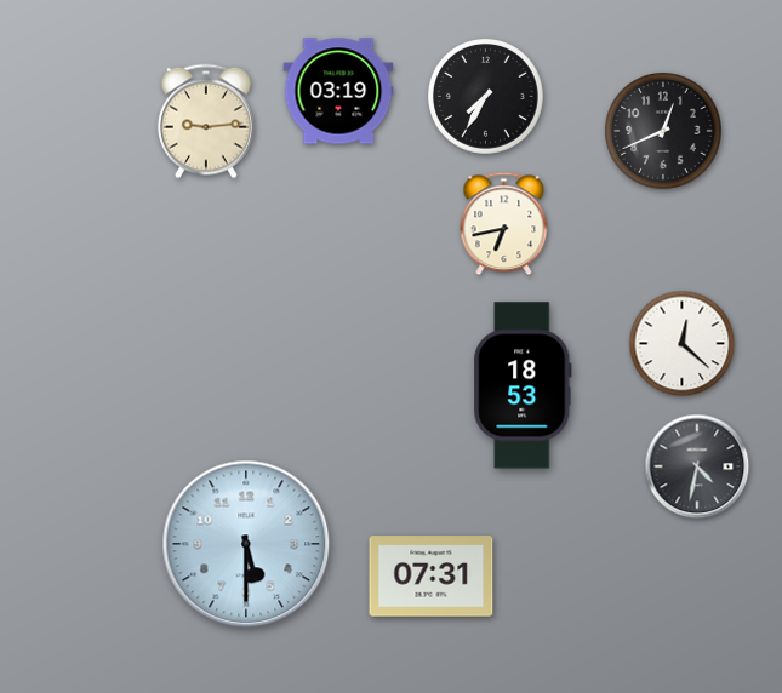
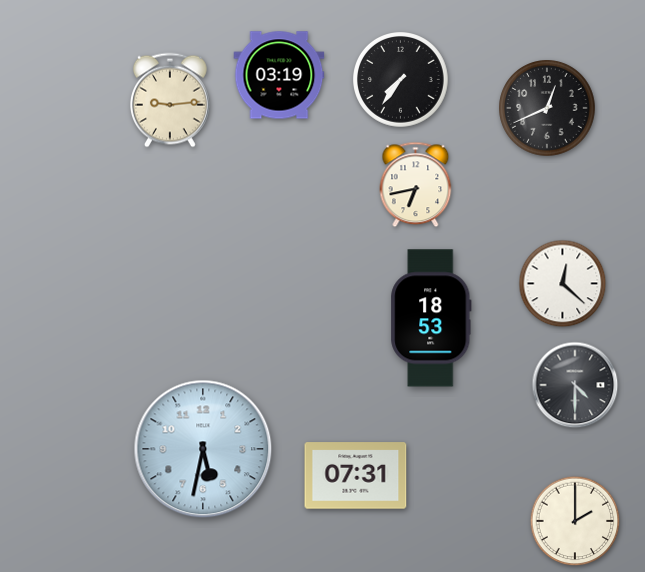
clock at (486, 97): 7:35 -> 7:36
clock at (697, 466): 4:32 -> 4:30
clock at (246, 544): 5:30 -> 5:32
clock at (575, 521): none -> 2:00
